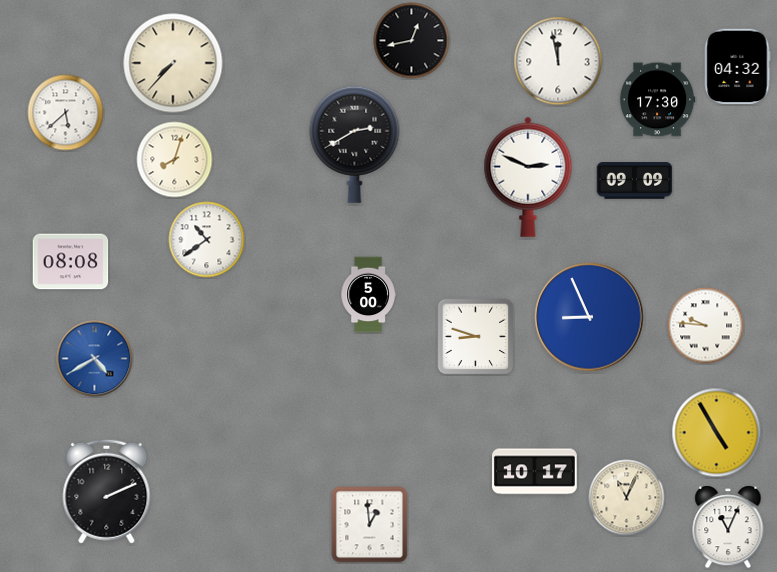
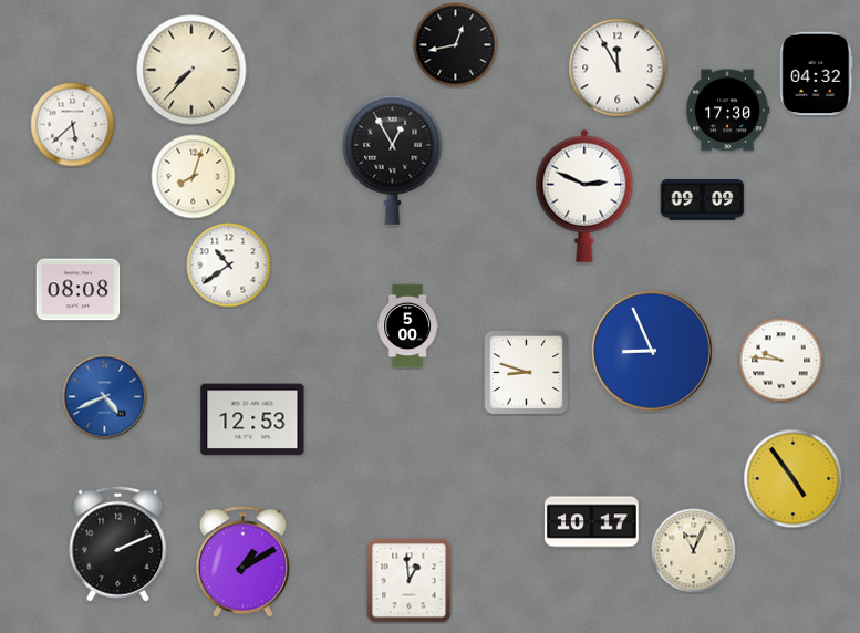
clock at (558, 61): 11:58 -> 11:55
clock at (355, 144): 2:40 -> 12:55
clock at (95, 359): 4:40 -> 4:41
clock at (252, 419): none -> 12:53
clock at (717, 433): 4:55 -> 4:54
clock at (242, 562): none -> 1:10
clock at (728, 527): 11:04 -> none
